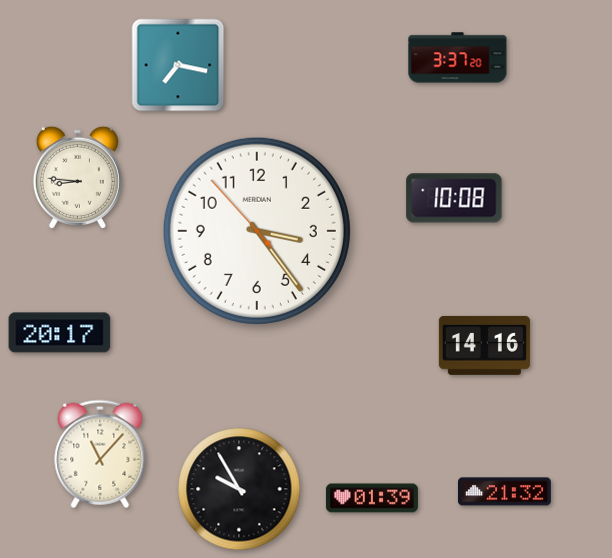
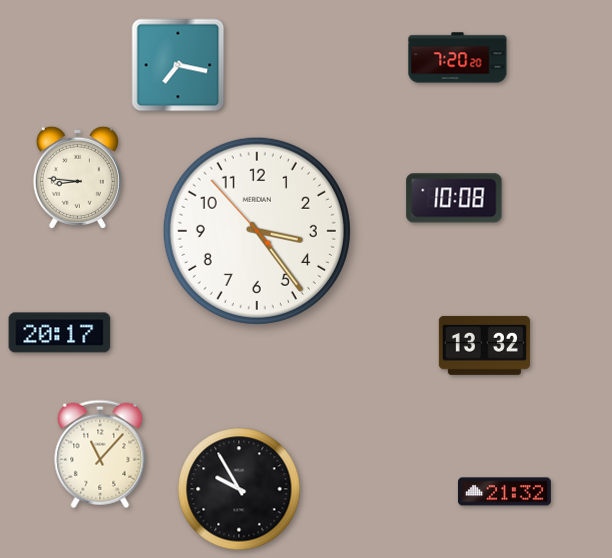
clock at (458, 58): 3:37 -> 7:20
clock at (484, 345): 14:16 -> 13:32
clock at (372, 498): 01:39 -> none
